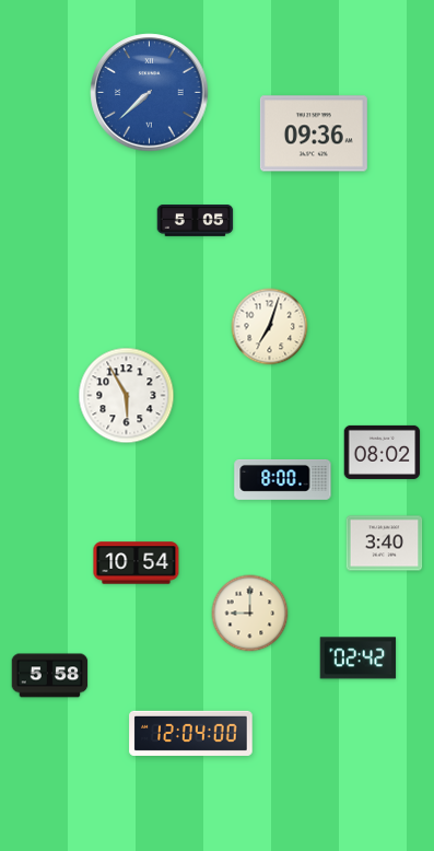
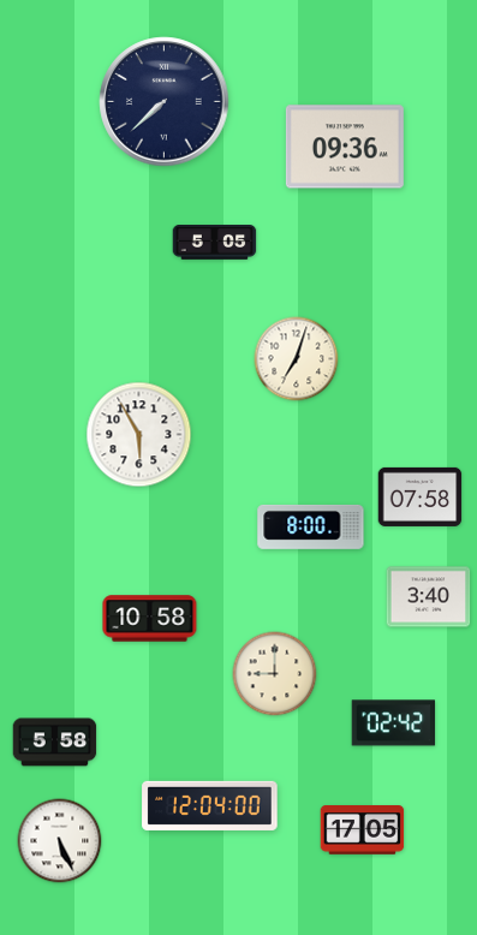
clock at (150, 93) dial: blue -> navy
clock at (383, 452): 08:02 -> 07:58
clock at (385, 544) position: (385, 544) -> (429, 597)
clock at (137, 563): 10:54 -> 10:58
clock at (363, 830): none -> 17:05
clock at (60, 841): none -> 5:26
